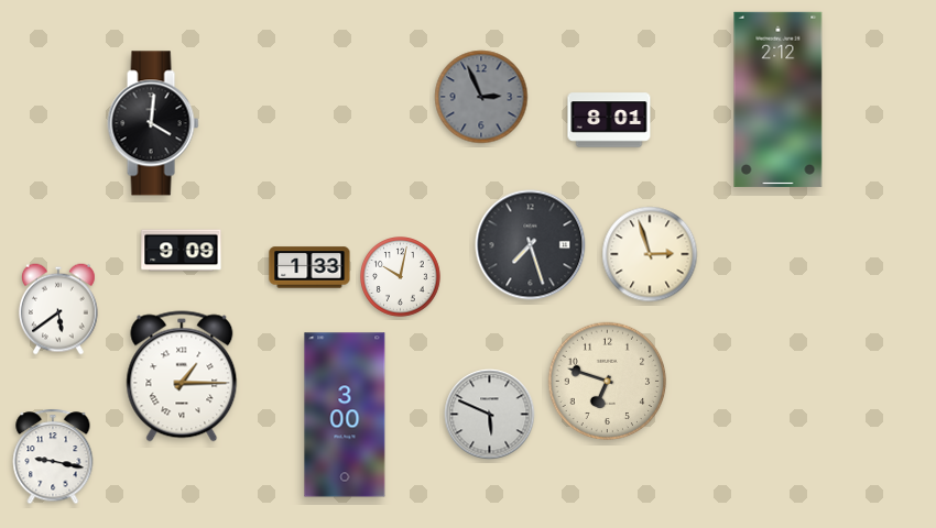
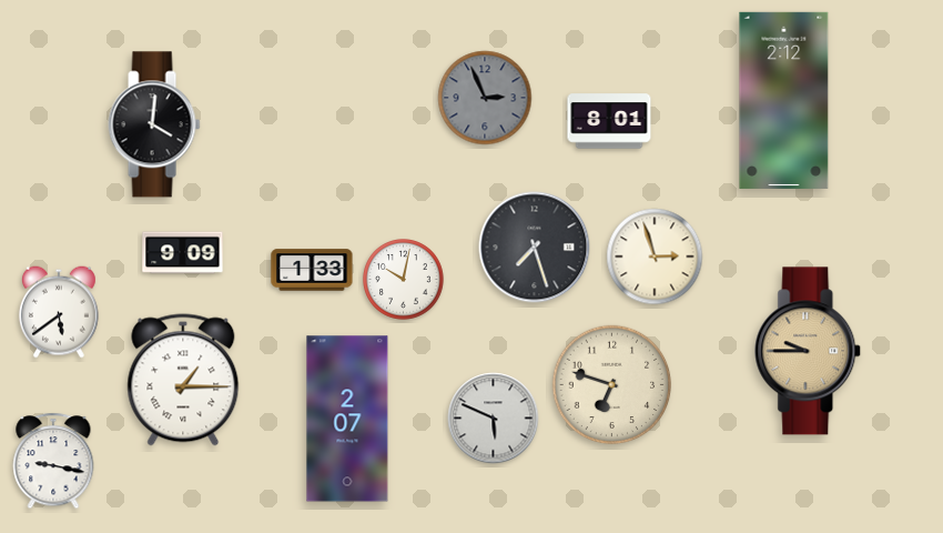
clock at (609, 120) position: (609, 120) -> (609, 121)
clock at (809, 351): none -> 9:45
clock at (345, 415): 3:00 -> 2:07
